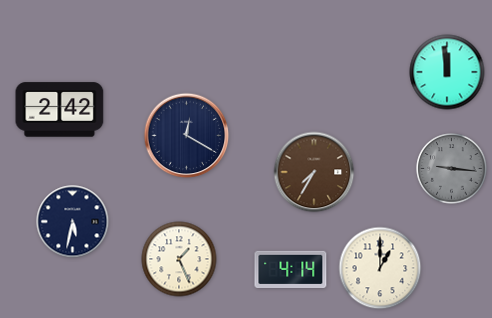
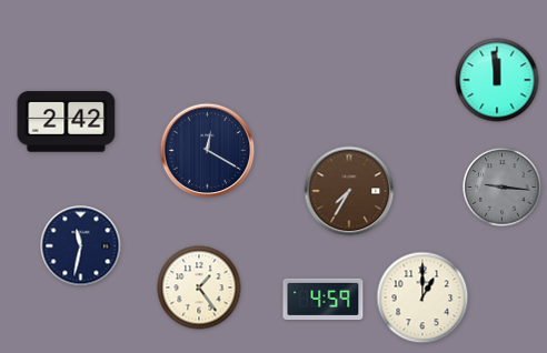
clock at (73, 222): 5:32 -> 11:32
clock at (179, 259): 1:26 -> 1:24
clock at (291, 269): 4:14 -> 4:59
